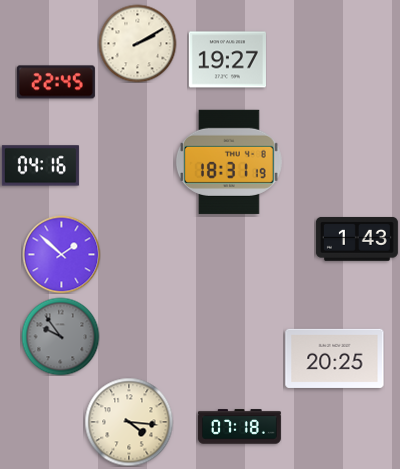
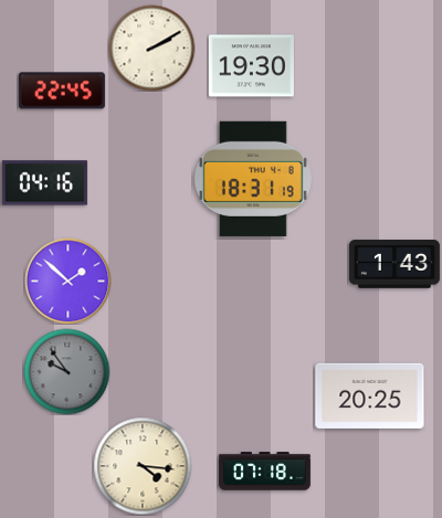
clock at (227, 60): 19:27 -> 19:30
